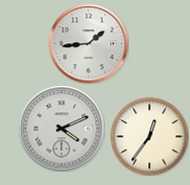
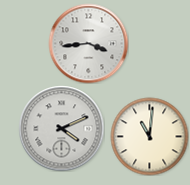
clock at (88, 43): 1:44 -> 3:44
clock at (149, 136): 12:36 -> 11:01
